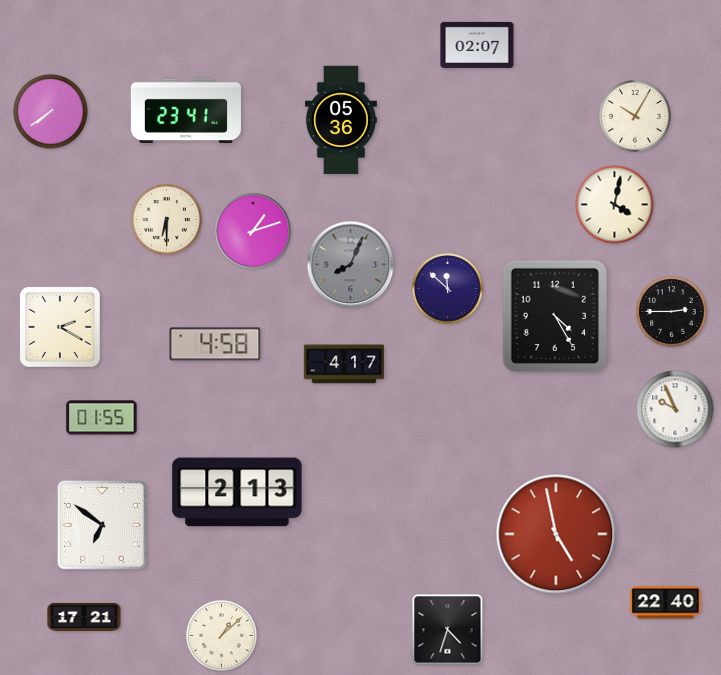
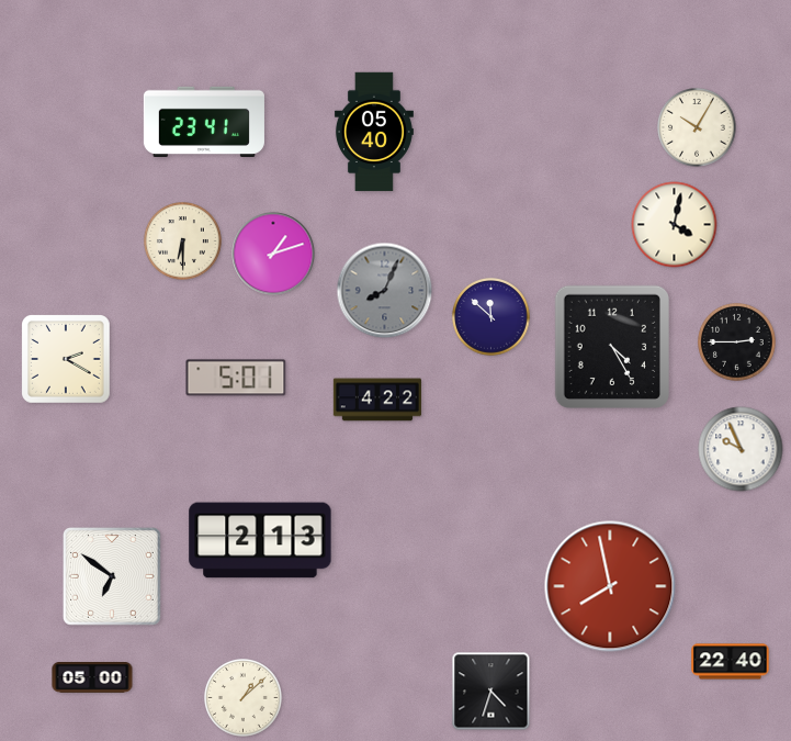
clock at (477, 45): 02:07 -> none
clock at (51, 112): 7:39 -> none
clock at (341, 120): 05:36 -> 05:40
clock at (253, 231) position: (253, 231) -> (273, 254)
clock at (554, 315) position: (554, 315) -> (611, 346)
clock at (215, 344): 4:58 -> 5:01
clock at (344, 364): 4:17 -> 4:22
clock at (102, 418): 01:55 -> none
clock at (556, 534): 4:58 -> 7:58
clock at (84, 618): 17:21 -> 05:00
